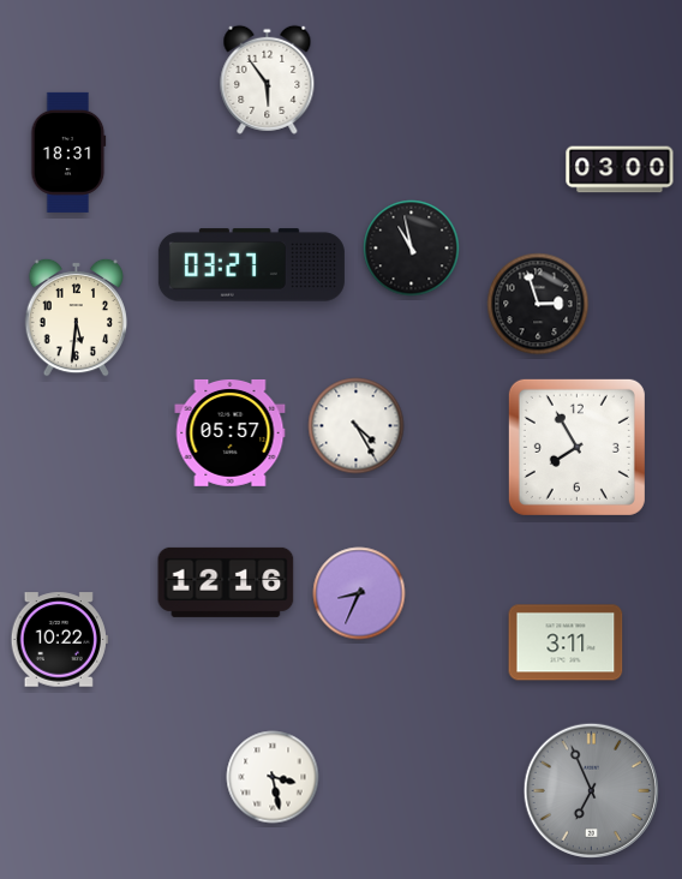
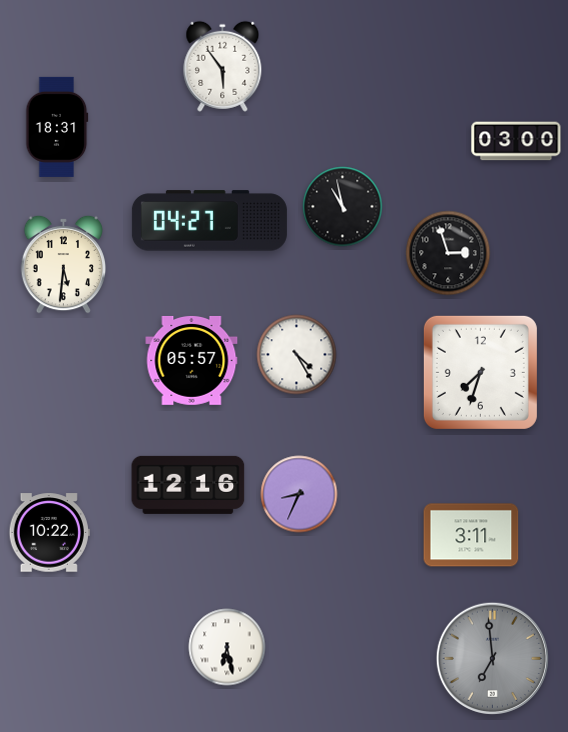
clock at (251, 265): 03:27 -> 04:27
clock at (576, 447): 7:55 -> 7:33
clock at (273, 777): 3:28 -> 6:28
clock at (591, 790): 6:56 -> 6:59
